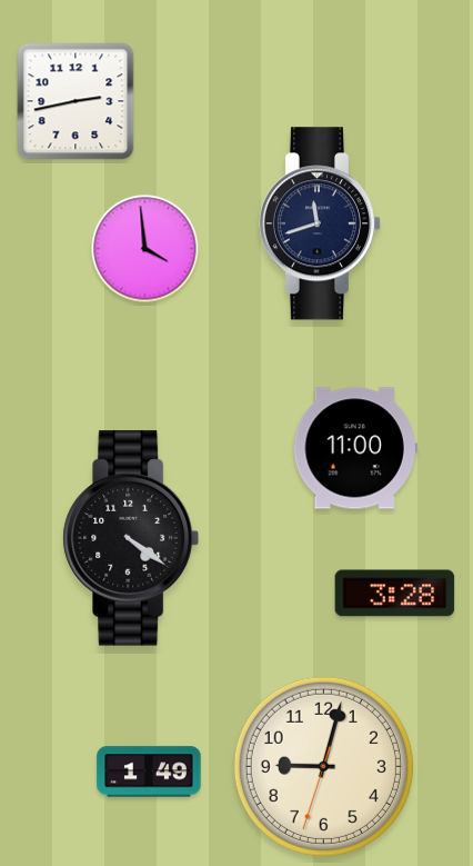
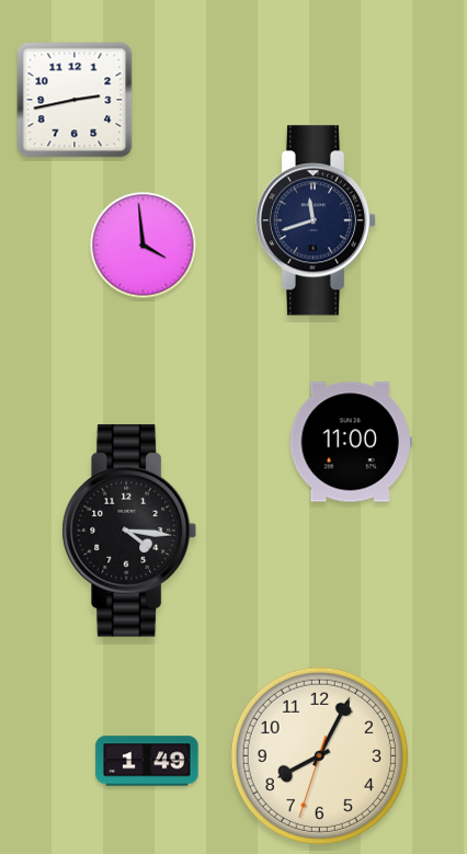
clock at (131, 538): 4:21 -> 4:16
clock at (395, 594): 3:28 -> none
clock at (323, 766): 9:02 -> 8:04
